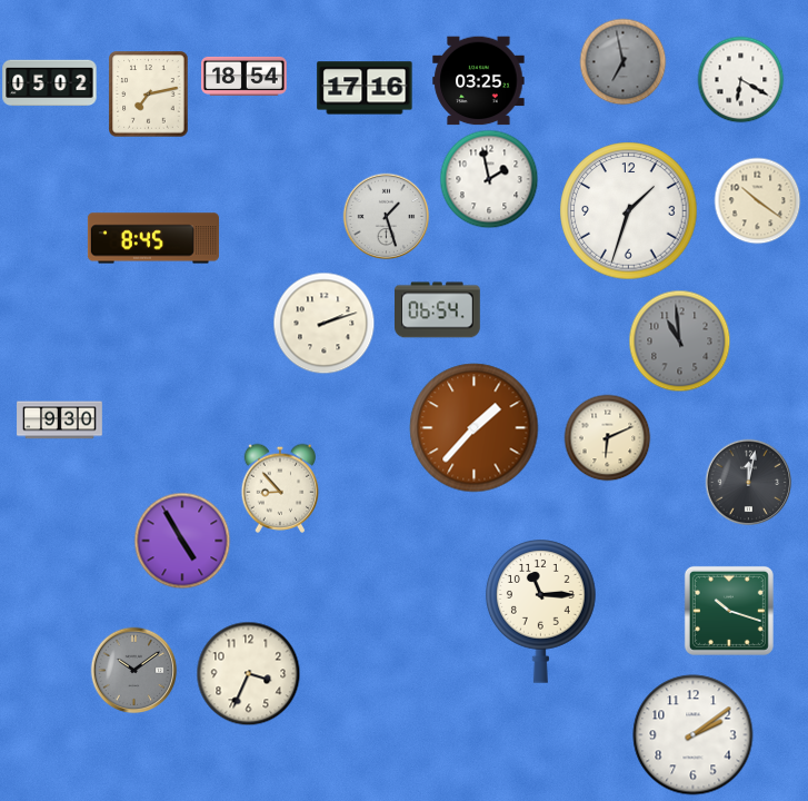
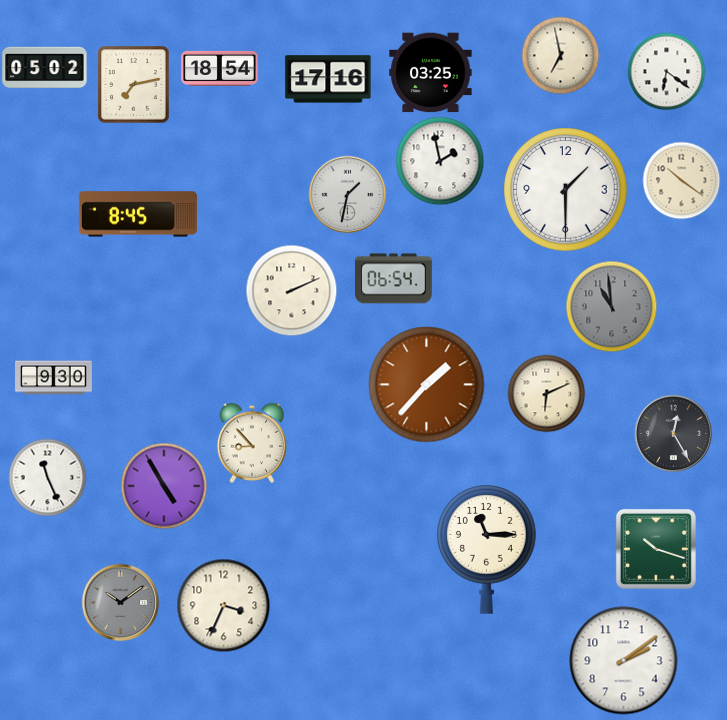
clock at (622, 61) dial: grey -> cream
clock at (740, 79): 6:20 -> 6:21
clock at (50, 83) position: (50, 83) -> (45, 68)
clock at (629, 211): 1:33 -> 1:30
clock at (386, 216): 1:27 -> 1:32
clock at (323, 323): 2:12 -> 2:11
clock at (748, 482): 12:02 -> 12:25
clock at (280, 488) position: (280, 488) -> (252, 443)
clock at (47, 477): none -> 11:26
